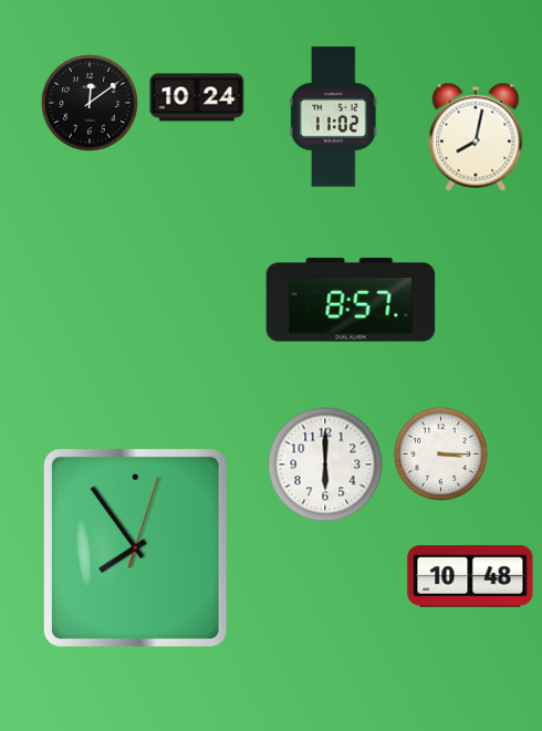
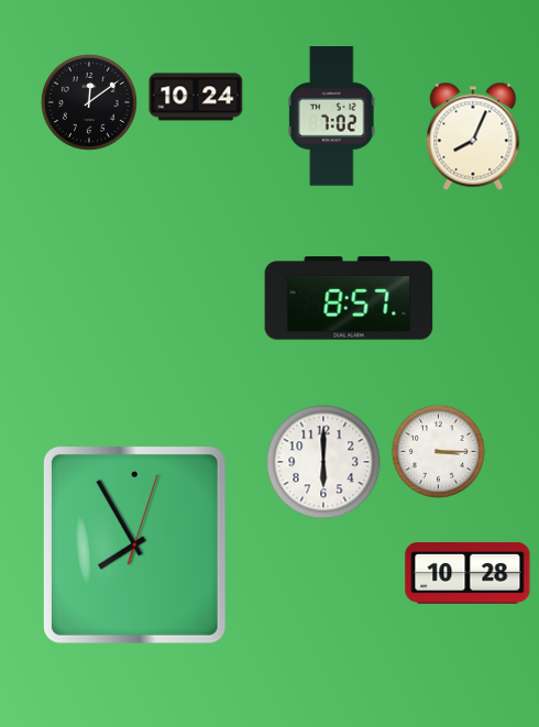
clock at (333, 117): 11:02 -> 7:02
clock at (476, 137): 8:02 -> 8:04
clock at (135, 547): 7:54 -> 7:55
clock at (470, 576): 10:48 -> 10:28
